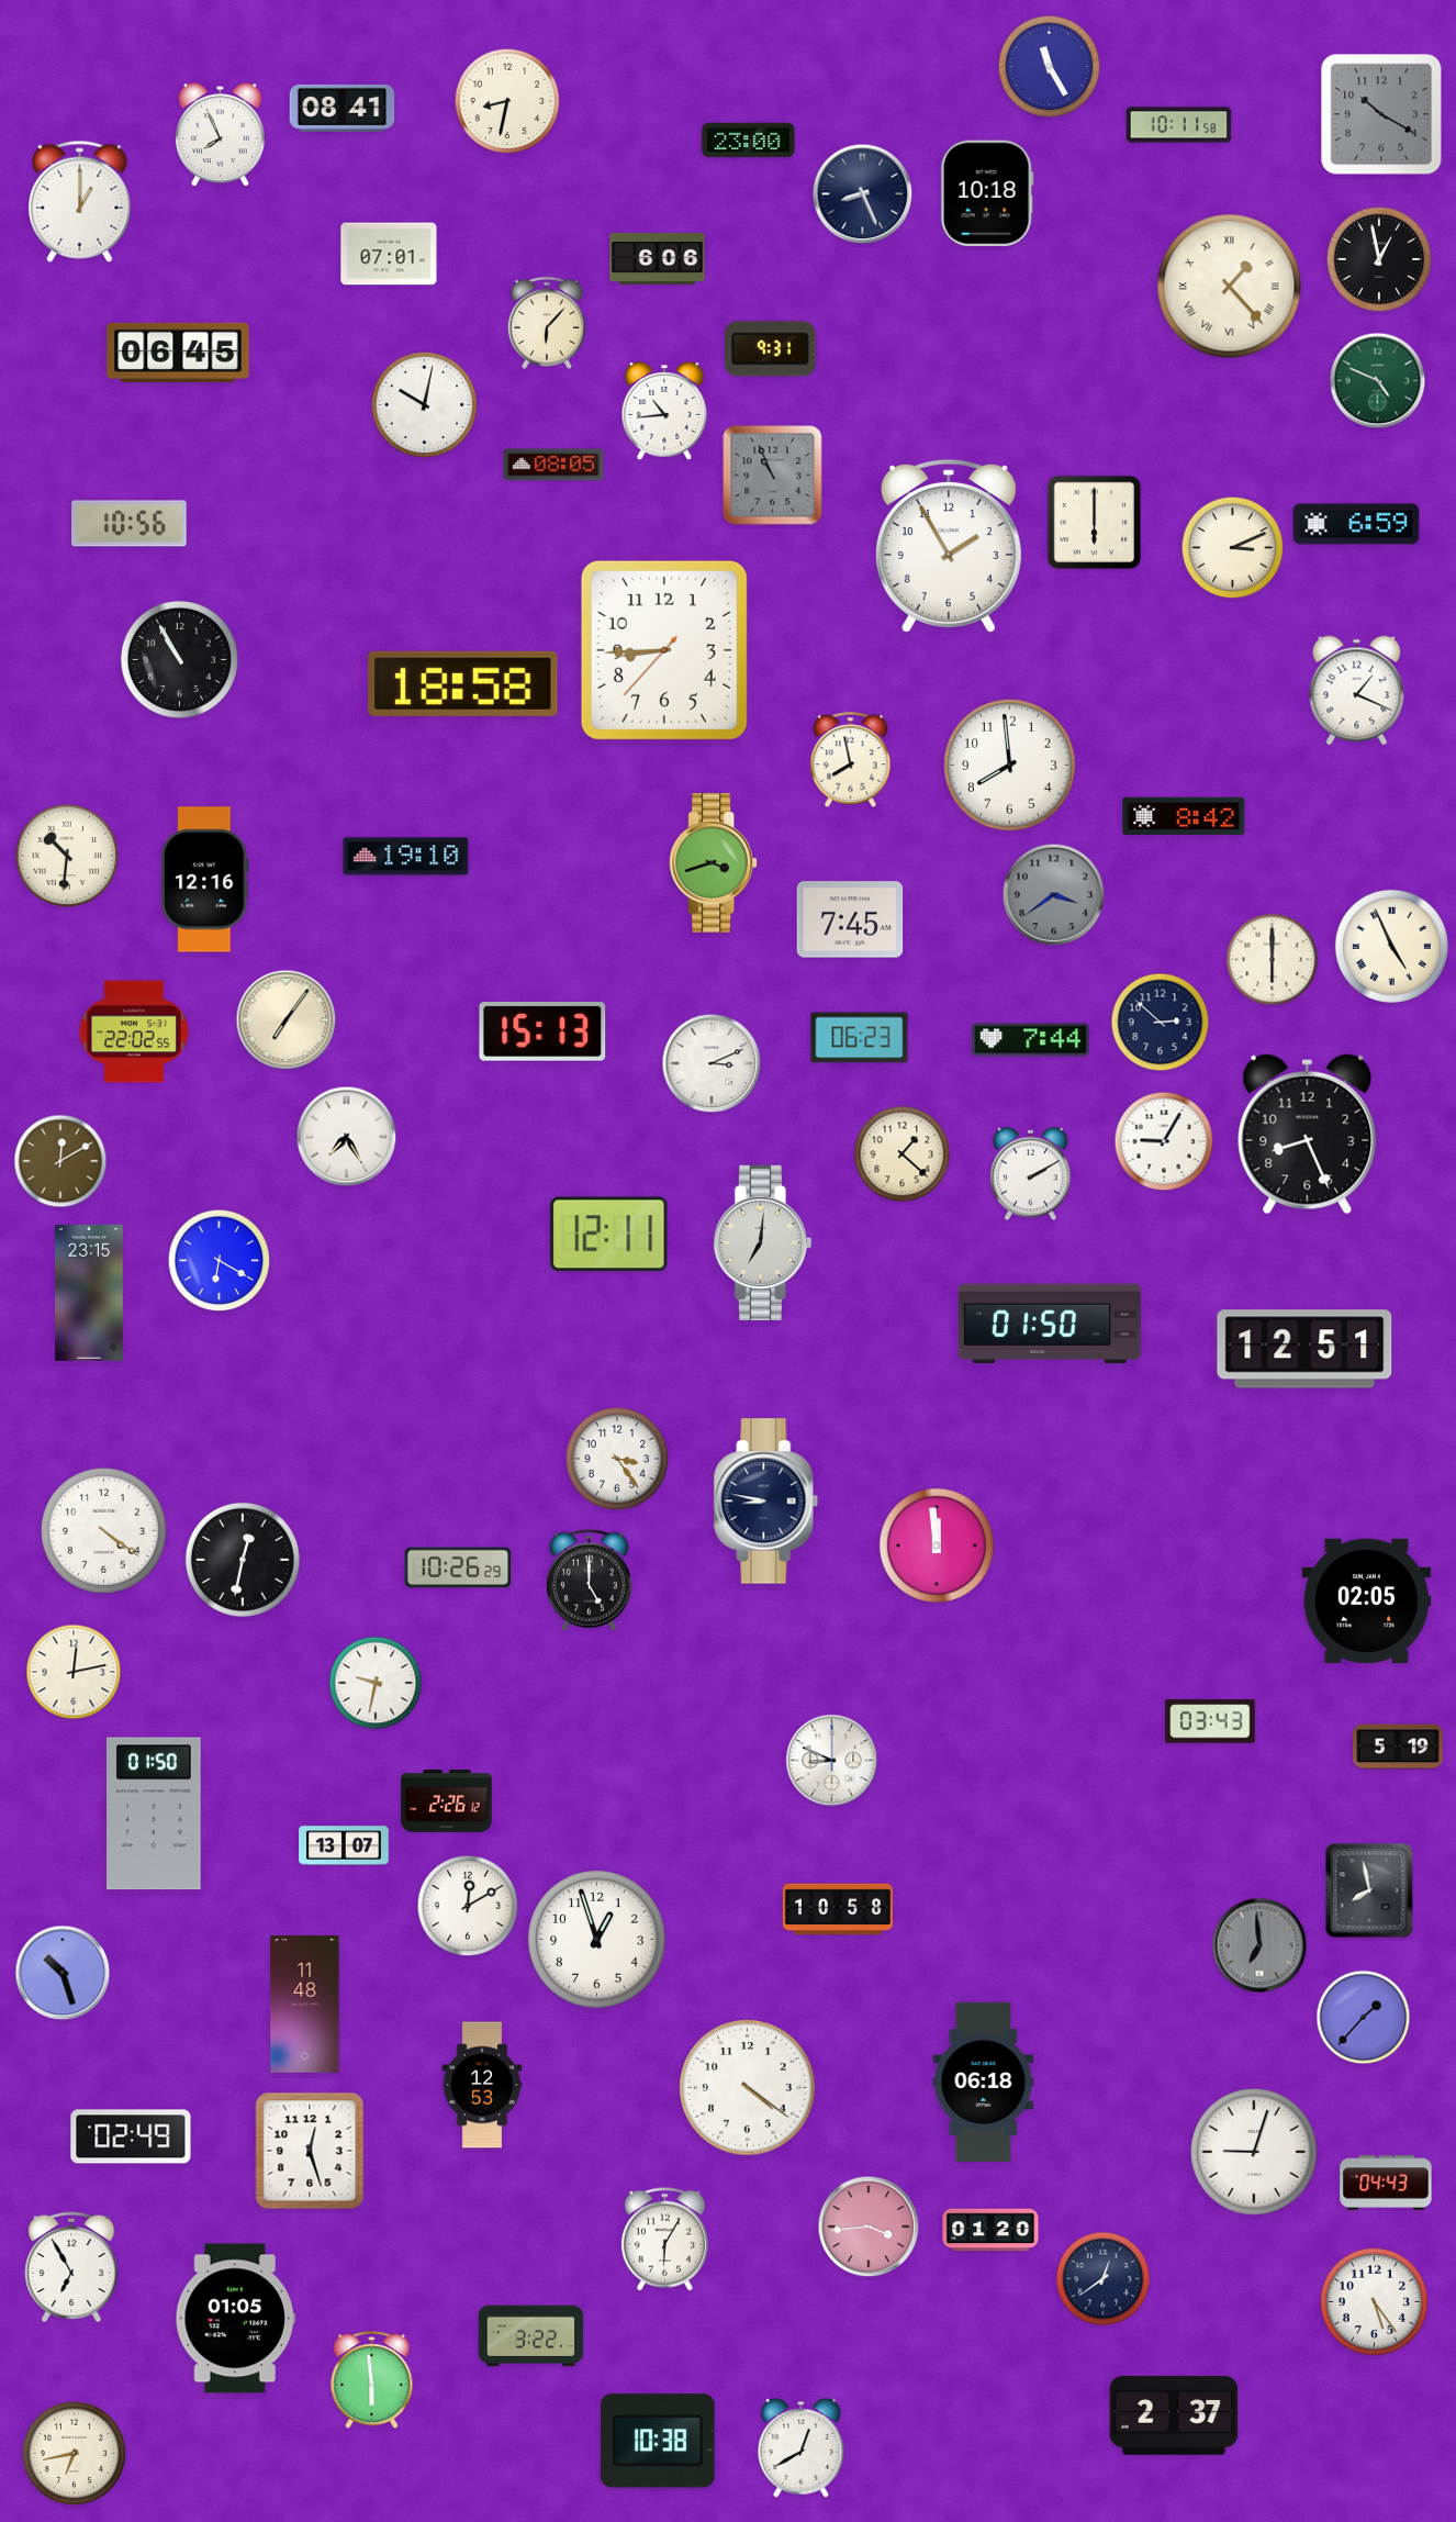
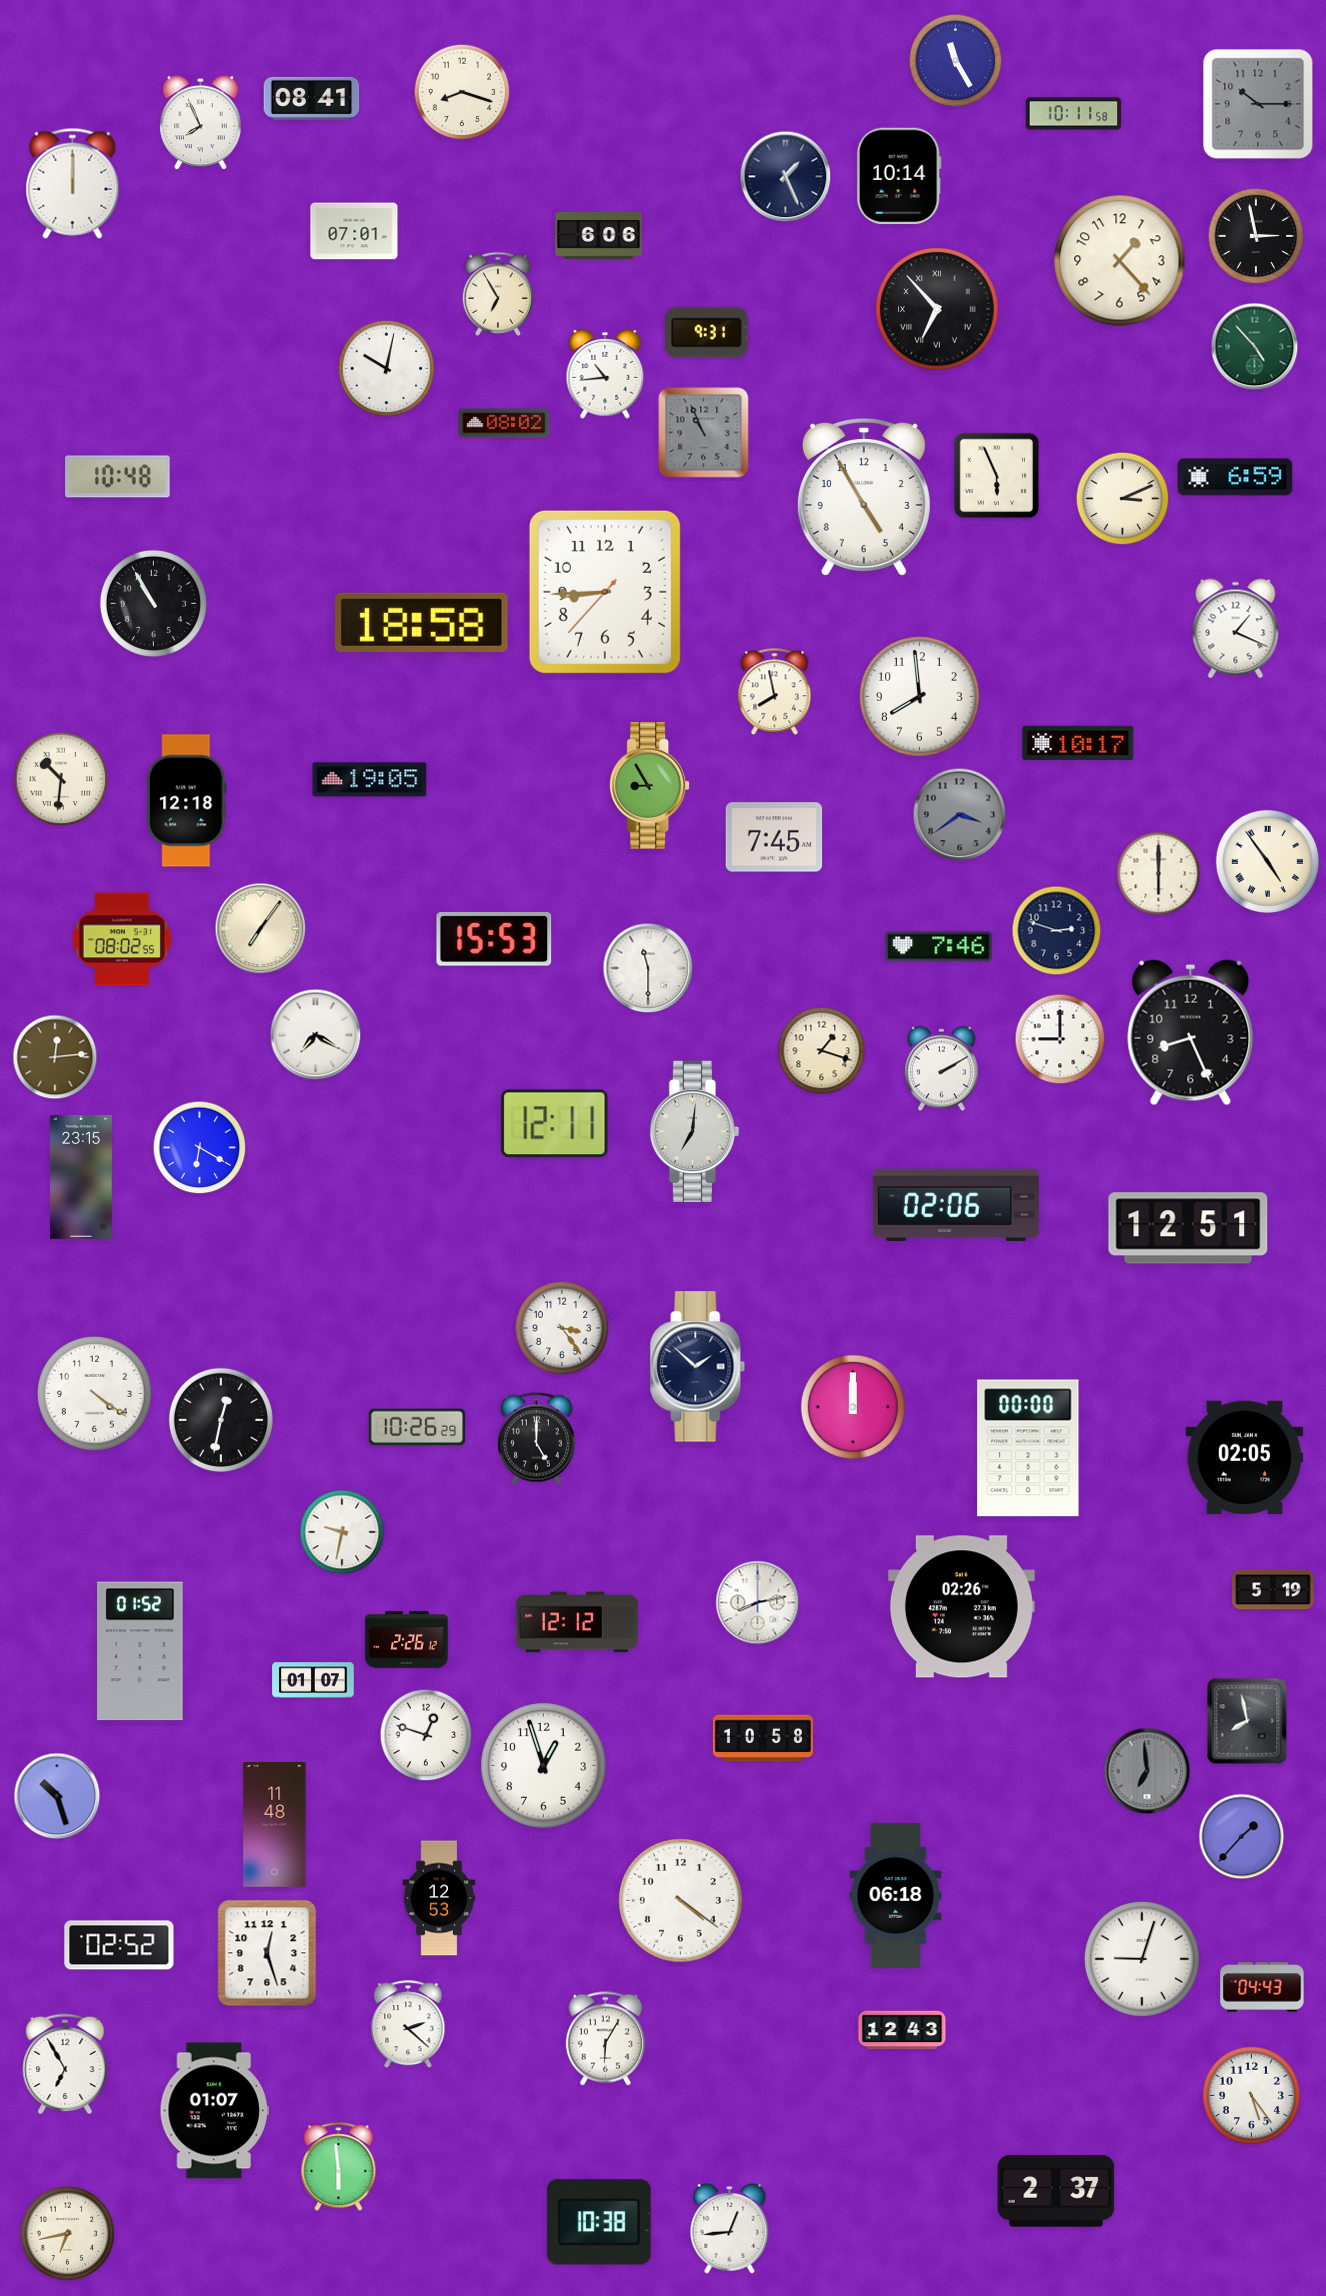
clock at (507, 101): 8:32 -> 8:18
clock at (1381, 114): 10:20 -> 10:15
clock at (749, 141): 23:00 -> none
clock at (987, 193): 10:18 -> 10:14
clock at (863, 194): 8:26 -> 1:26
clock at (80, 201): 1:00 -> 12:00
clock at (1379, 259): 12:58 -> 2:58
clock at (1230, 287) numerals: Roman -> Arabic
clock at (546, 323): 6:07 -> 6:55
clock at (937, 309): none -> 6:53
clock at (771, 349) position: (771, 349) -> (707, 333)
clock at (178, 353): 06:45 -> none
clock at (1378, 381): 4:49 -> 4:53
clock at (553, 465): 08:05 -> 08:02
clock at (1095, 523): 6:00 -> 5:56
clock at (130, 524): 10:56 -> 10:48
clock at (949, 546): 1:55 -> 4:55
clock at (179, 659) position: (179, 659) -> (153, 603)
clock at (1184, 816): 8:42 -> 10:17
clock at (406, 857): 19:10 -> 19:05
clock at (714, 863): 3:42 -> 8:55
clock at (205, 880): 12:16 -> 12:18
clock at (1391, 946): 4:56 -> 4:54
clock at (1161, 1023): 2:52 -> 2:48
clock at (134, 1031): 22:02 -> 08:02
clock at (542, 1031): 15:13 -> 15:53
clock at (860, 1038): 06:23 -> none
clock at (1031, 1040): 7:44 -> 7:46
clock at (712, 1063): 3:11 -> 11:30
clock at (347, 1137): 7:25 -> 7:20
clock at (1164, 1141): 9:05 -> 9:00
clock at (903, 1154): 1:22 -> 1:18
clock at (60, 1161): 12:10 -> 12:14
clock at (1031, 1174) position: (1031, 1174) -> (942, 1069)
clock at (1050, 1323): 01:50 -> 02:06
clock at (766, 1502): 8:47 -> 1:52
clock at (937, 1545): 11:59 -> 12:00
clock at (1028, 1448): none -> 00:00
clock at (74, 1672): 12:13 -> none
clock at (1210, 1721): 03:43 -> none
clock at (832, 1761): 8:49 -> 8:13
clock at (961, 1607): none -> 02:26
clock at (577, 1622): none -> 12:12
clock at (154, 1814): 01:50 -> 01:52
clock at (344, 1845): 13:07 -> 01:07
clock at (468, 1906): 12:10 -> 12:48
clock at (305, 2005) position: (305, 2005) -> (275, 1825)
clock at (131, 2136): 02:49 -> 02:52
clock at (310, 2151) position: (310, 2151) -> (267, 1953)
clock at (408, 2025): none -> 2:22
clock at (869, 2227): 3:44 -> none
clock at (990, 2230): 01:20 -> 12:43
clock at (1104, 2279): 12:39 -> none
clock at (235, 2319): 01:05 -> 01:07
clock at (531, 2336): 3:22 -> none
clock at (1174, 2415) position: (1174, 2415) -> (1056, 2191)
clock at (802, 2447): 12:40 -> 12:44
